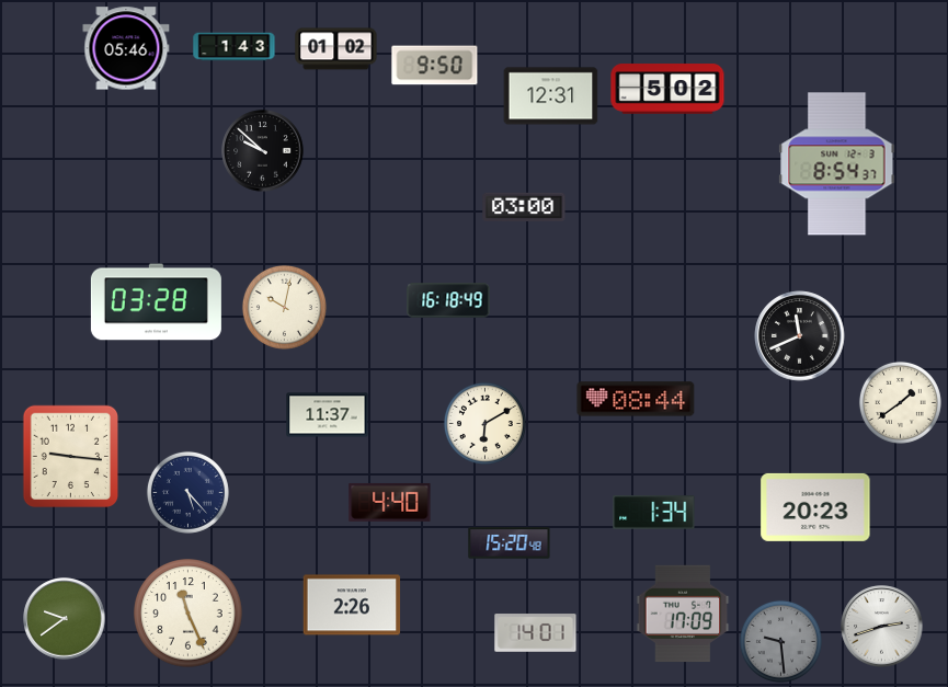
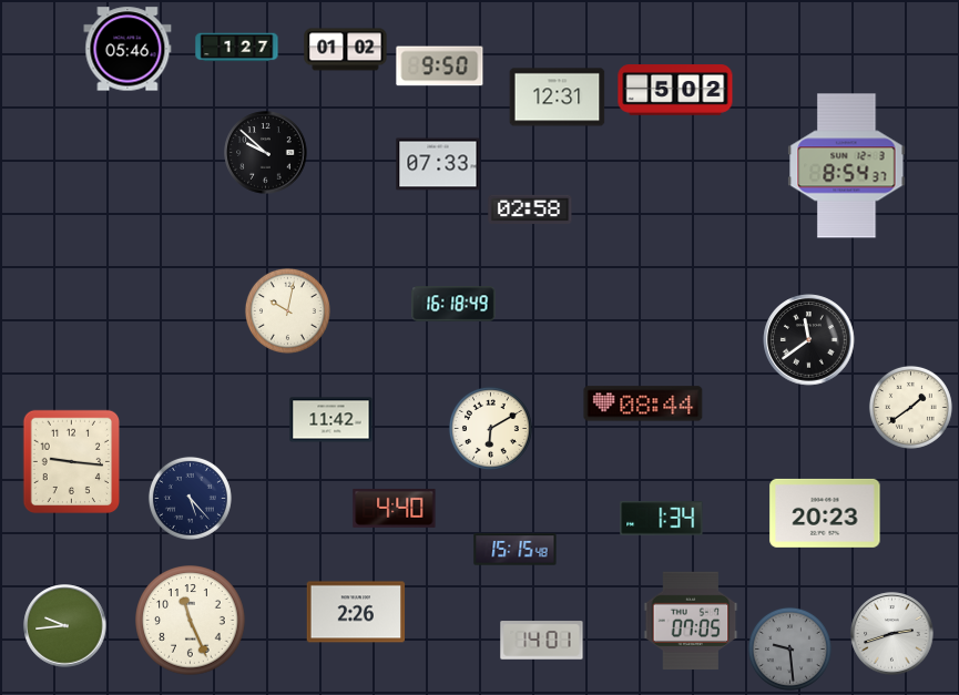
clock at (235, 47): 1:43 -> 1:27
clock at (336, 49) position: (336, 49) -> (346, 50)
clock at (438, 164): none -> 07:33
clock at (524, 207): 03:00 -> 02:58
clock at (156, 302): 03:28 -> none
clock at (800, 336): 11:41 -> 11:39
clock at (328, 415): 11:37 -> 11:42
clock at (510, 543): 15:20 -> 15:15
clock at (683, 614): 17:09 -> 07:05
clock at (65, 619): 9:39 -> 9:44
